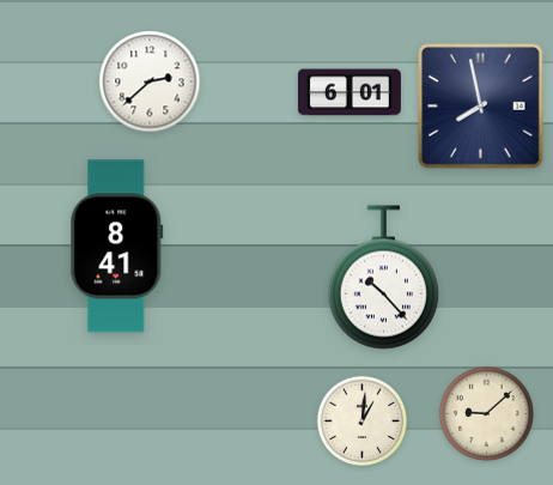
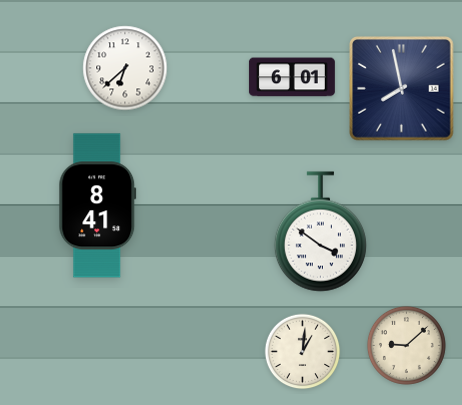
clock at (150, 81): 2:38 -> 6:38
clock at (383, 278): 10:23 -> 3:51
